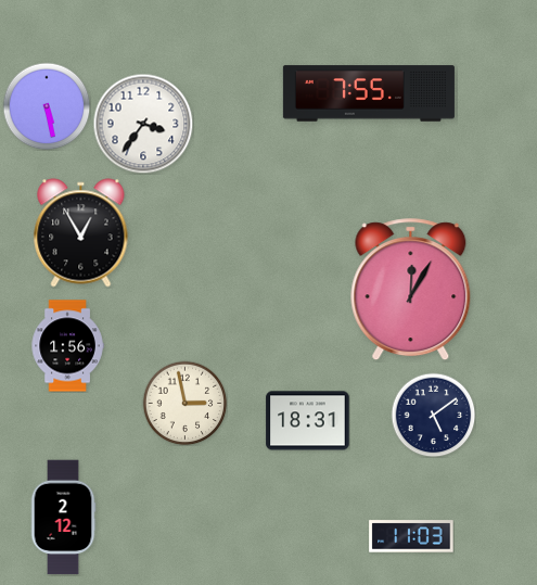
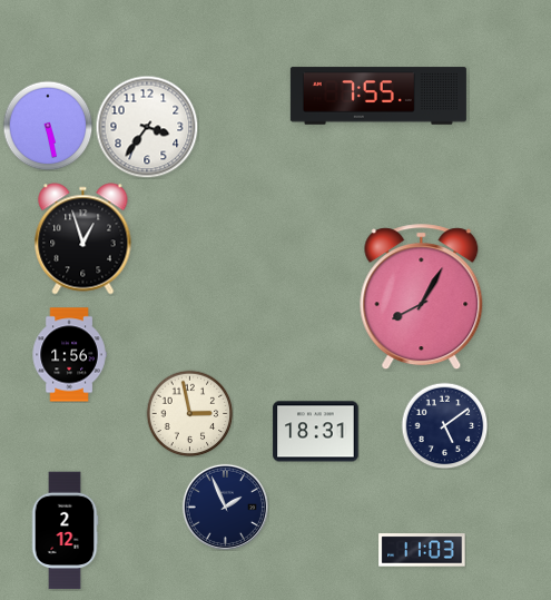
clock at (47, 106) position: (47, 106) -> (48, 126)
clock at (81, 233): 12:55 -> 12:57
clock at (411, 290): 12:05 -> 8:05
clock at (225, 506): none -> 1:56
